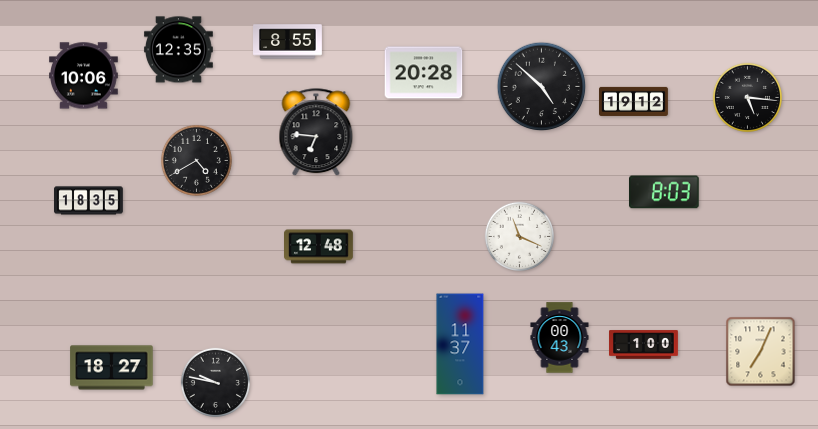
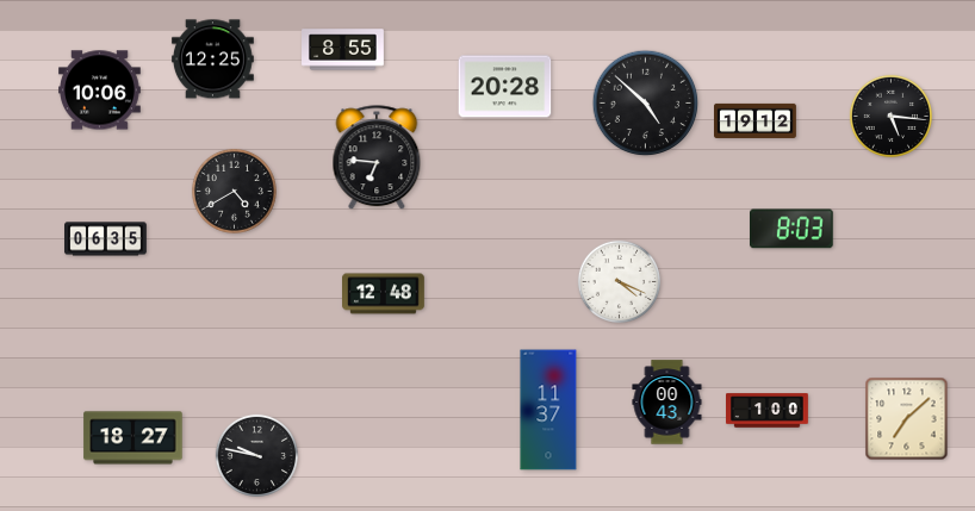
clock at (179, 50): 12:35 -> 12:25
clock at (89, 201): 18:35 -> 06:35
clock at (519, 236): 11:19 -> 4:19
clock at (319, 247) position: (319, 247) -> (384, 294)
clock at (761, 352): 7:04 -> 7:08
